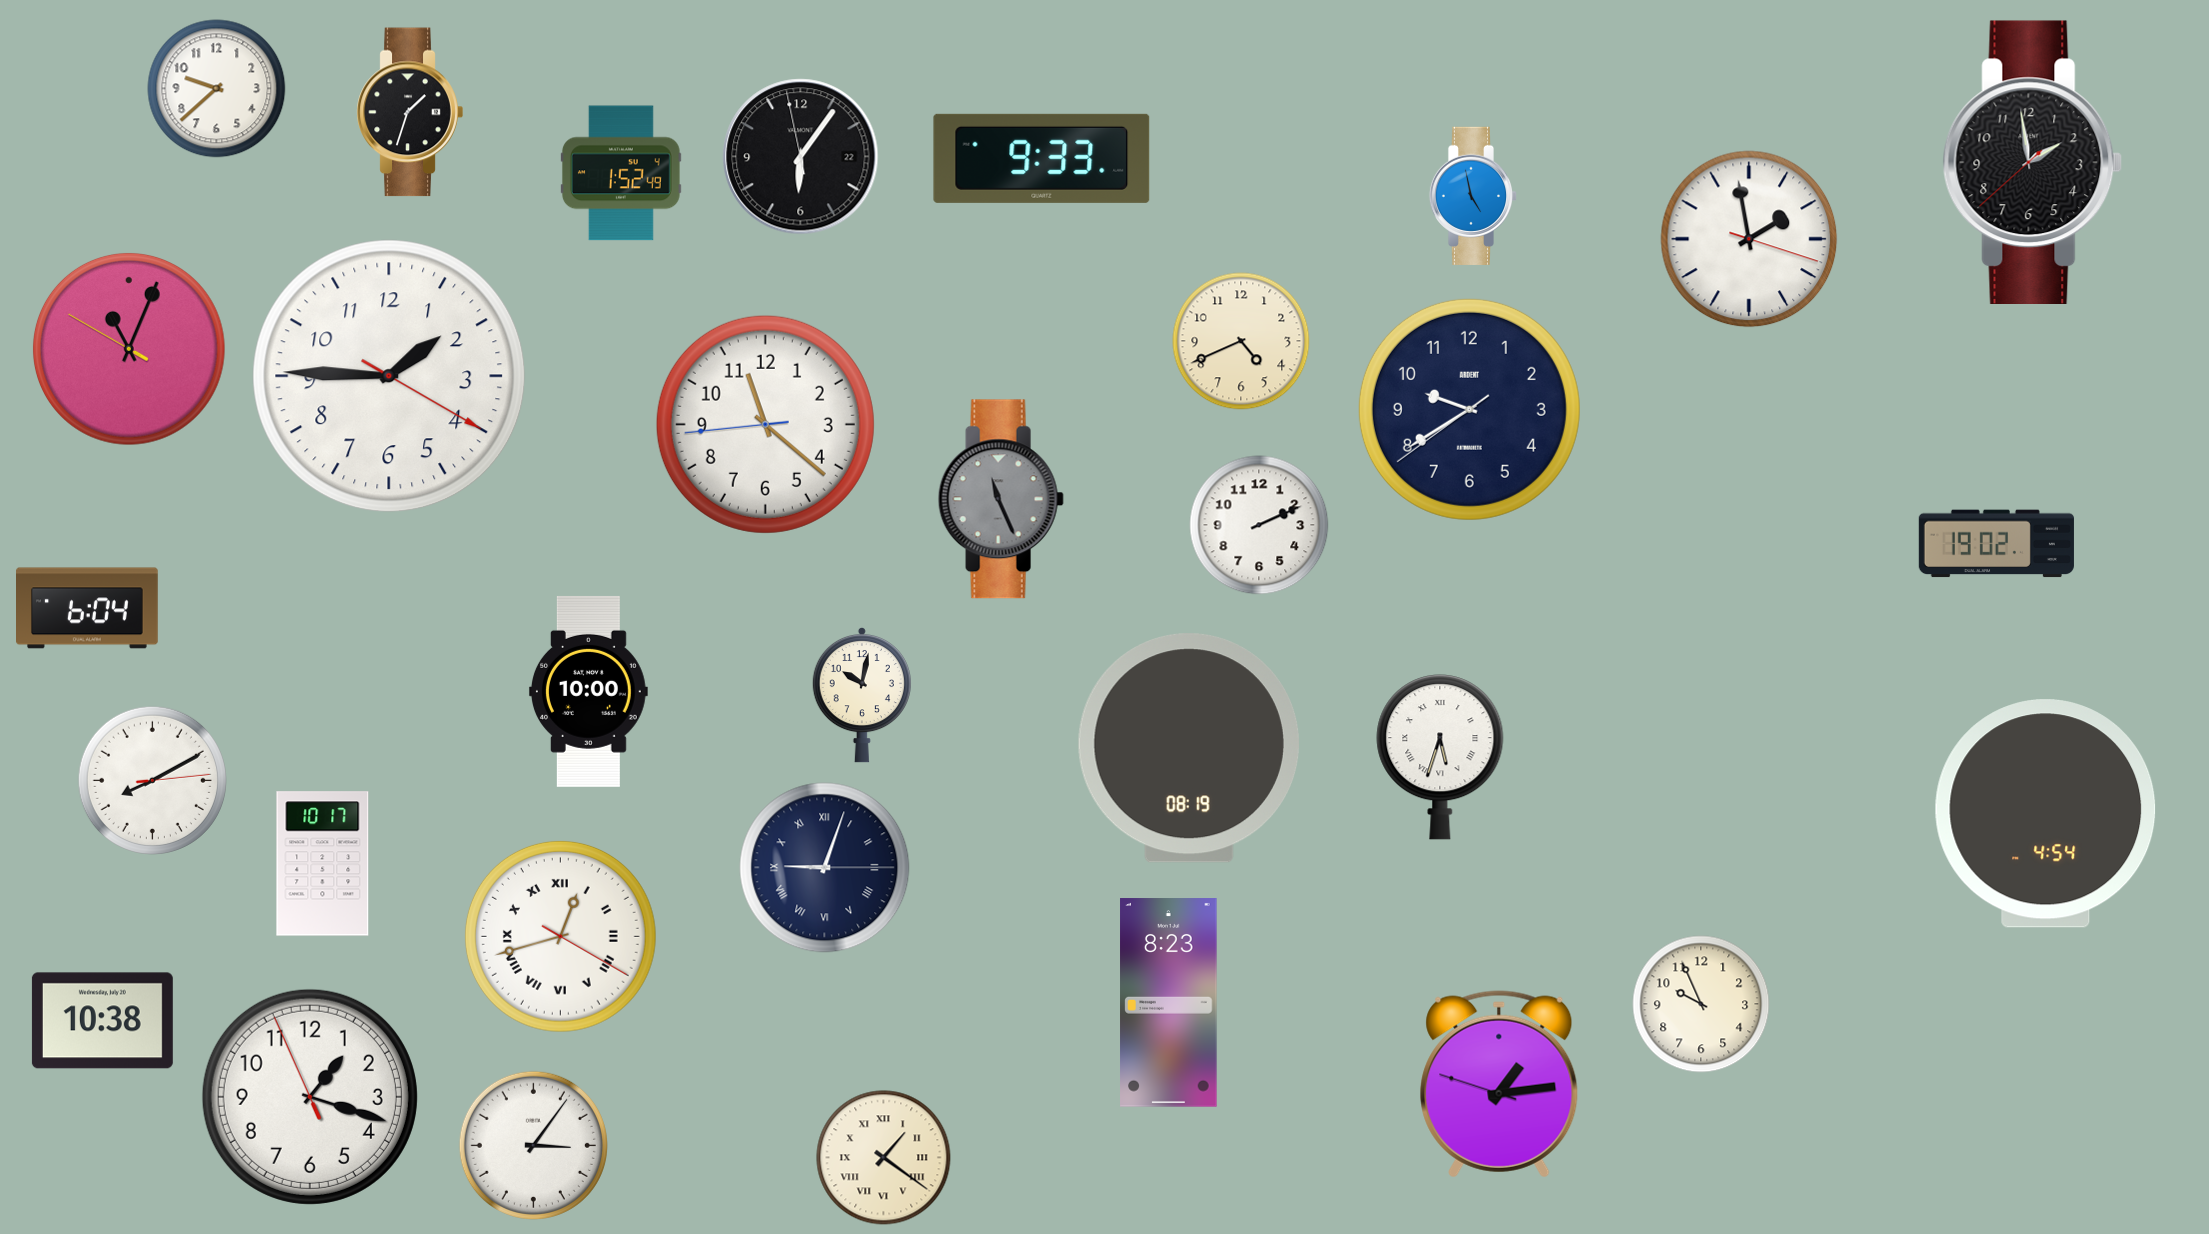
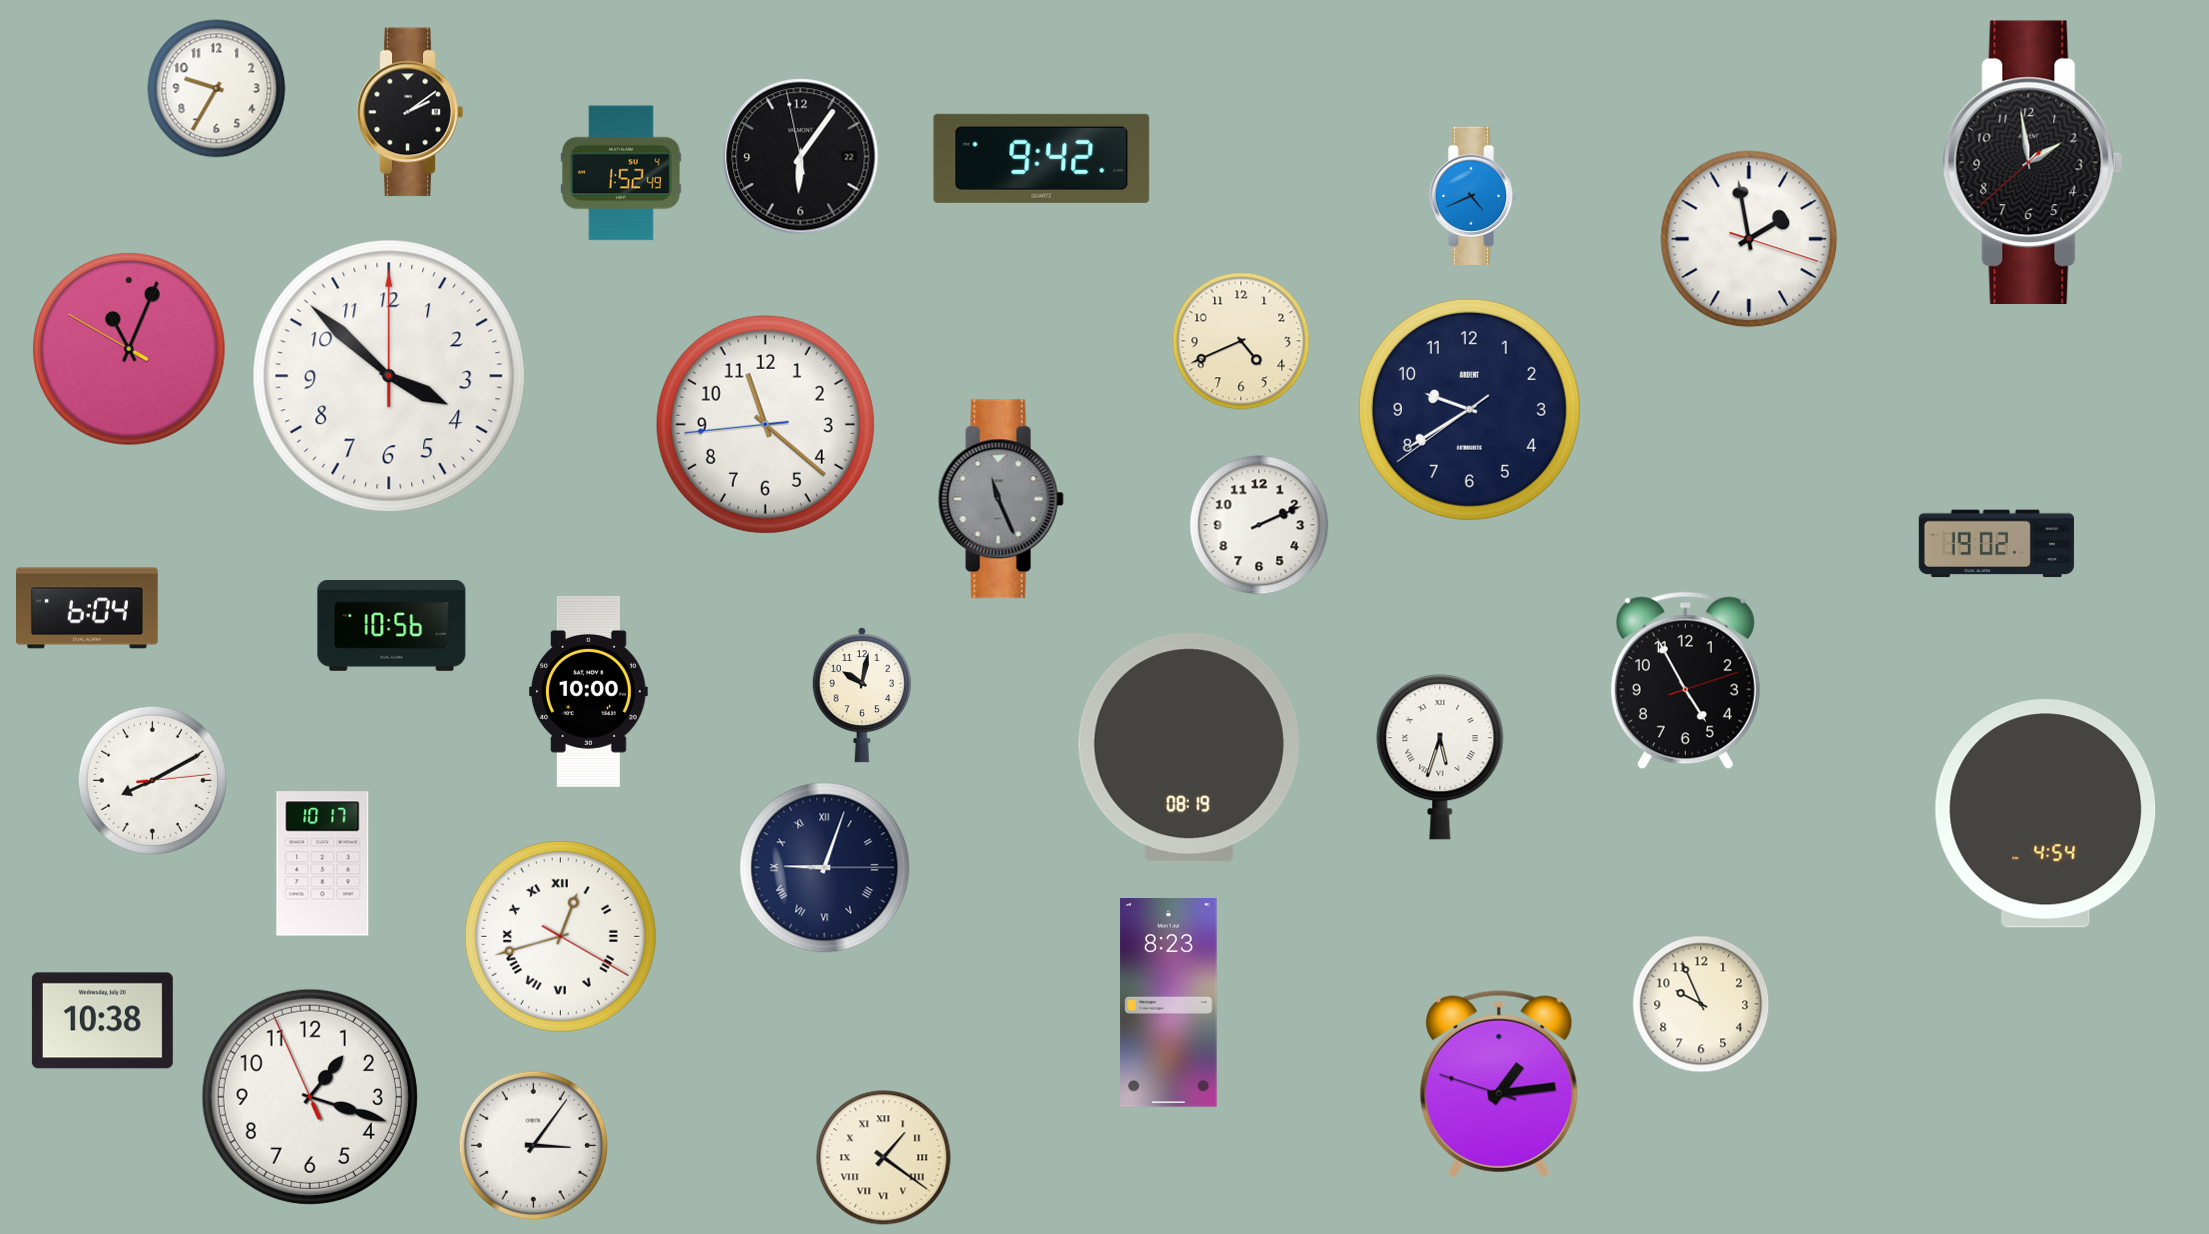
clock at (217, 89): 9:38 -> 9:35
clock at (410, 112): 1:33 -> 2:09
clock at (1042, 158): 9:33 -> 9:42
clock at (1473, 196): 4:58 -> 4:41
clock at (389, 376): 1:45 -> 3:52
clock at (392, 625): none -> 10:56
clock at (1685, 681): none -> 4:55
